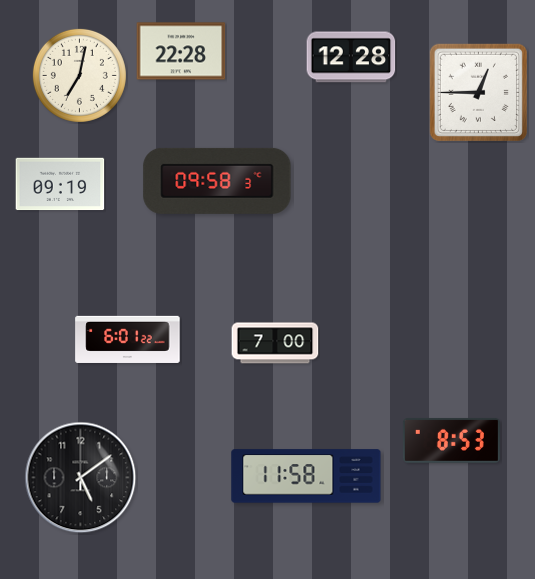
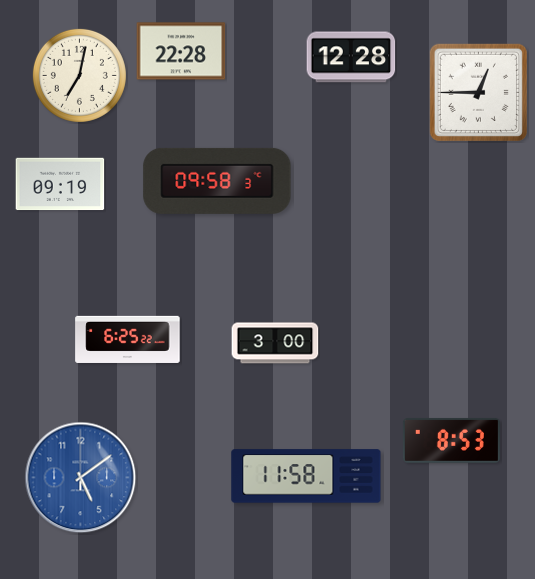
clock at (128, 339): 6:01 -> 6:25
clock at (275, 343): 7:00 -> 3:00
clock at (81, 478) dial: black -> blue
